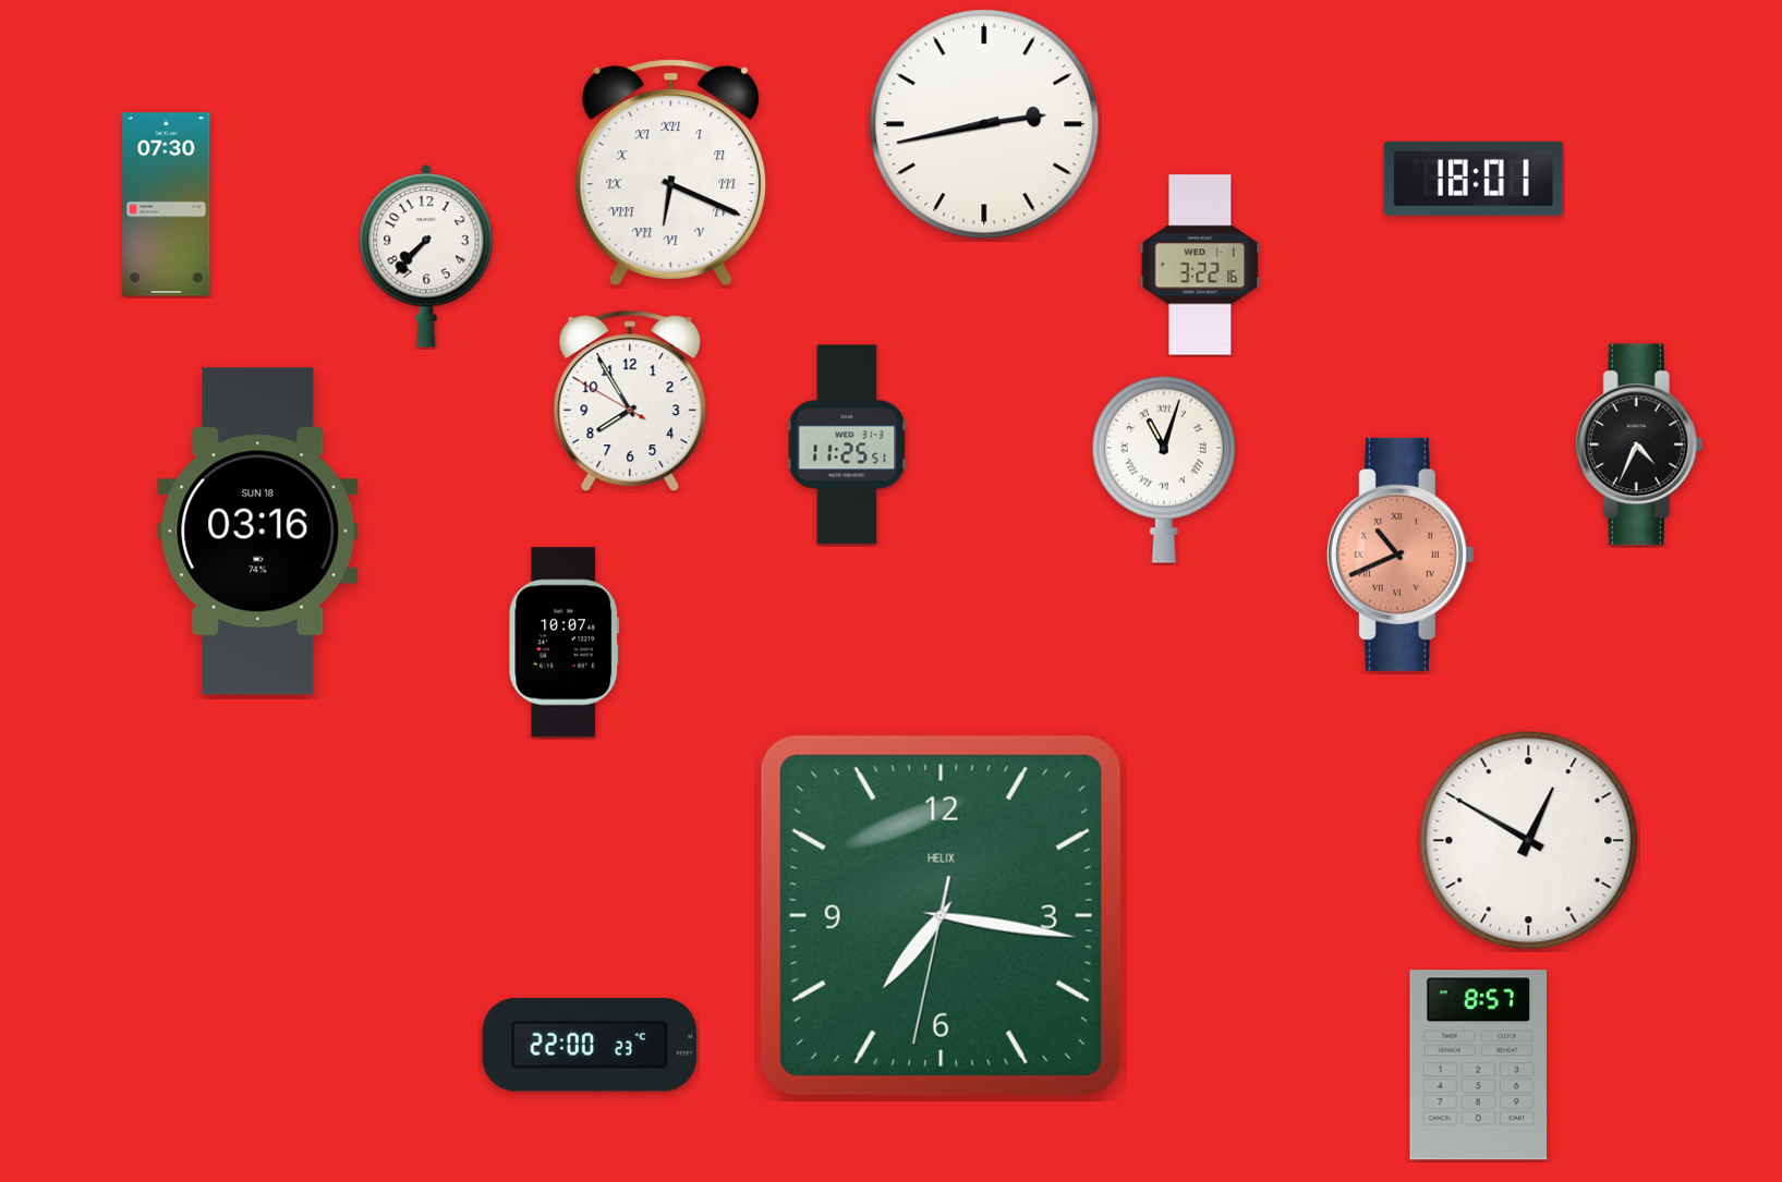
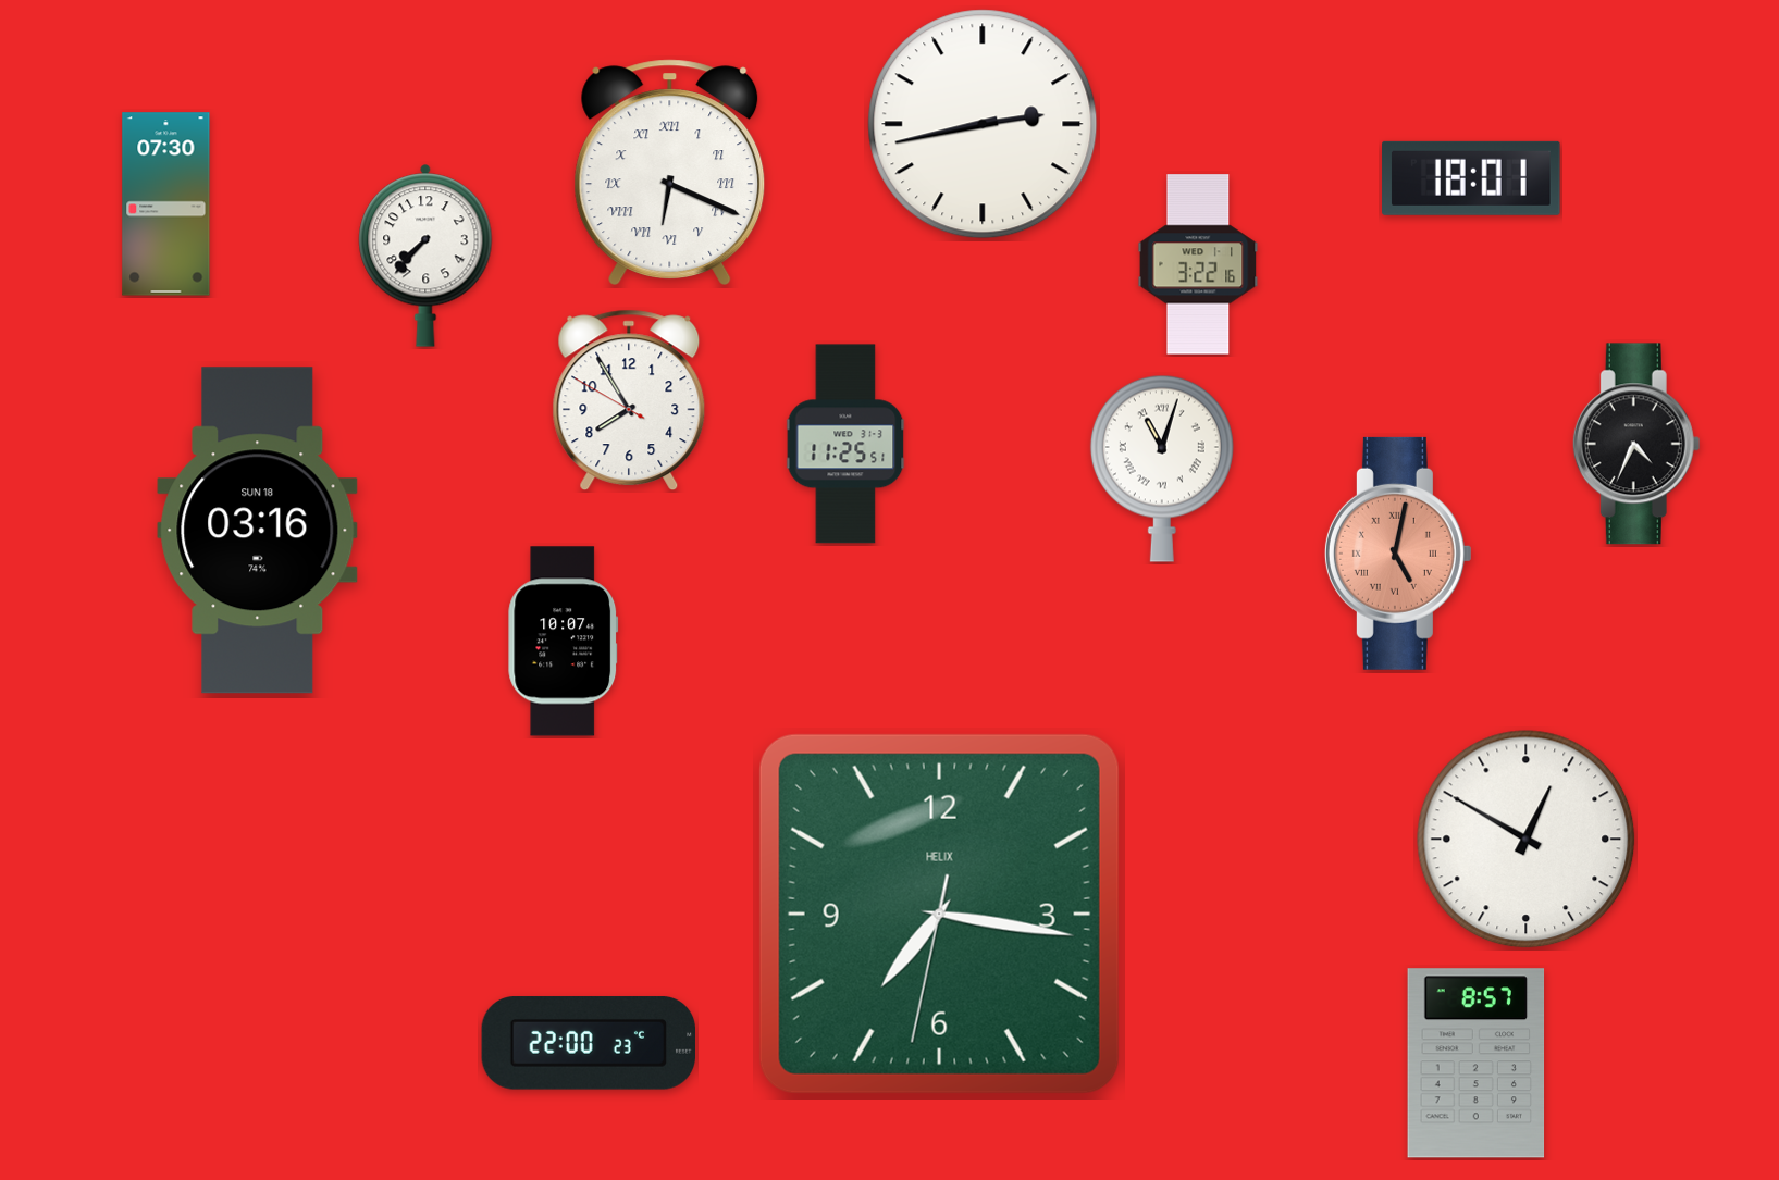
clock at (1401, 555): 10:41 -> 5:02
